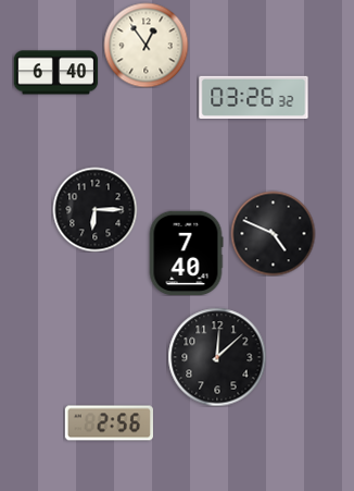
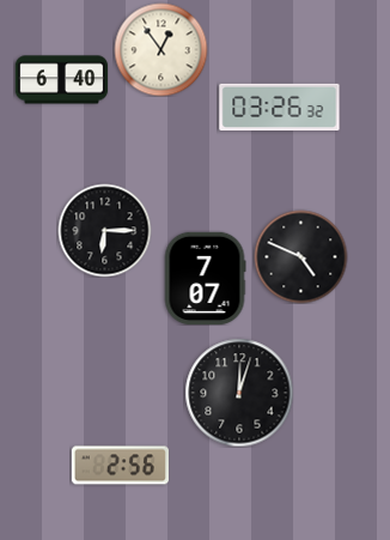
clock at (186, 253): 7:40 -> 7:07
clock at (217, 357): 12:08 -> 12:03
